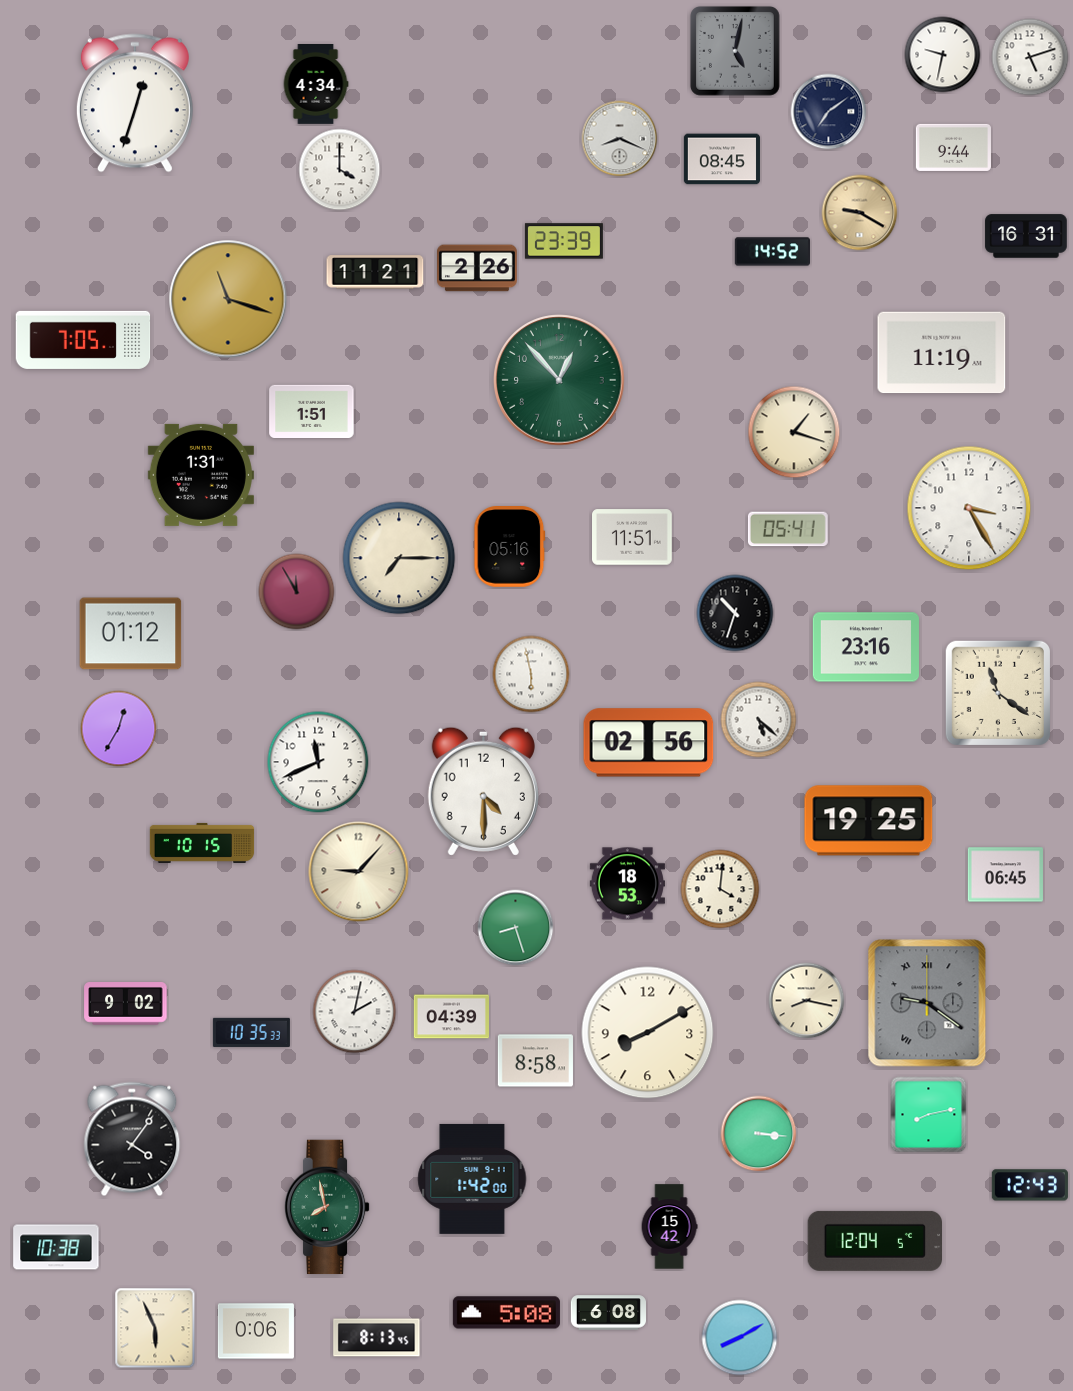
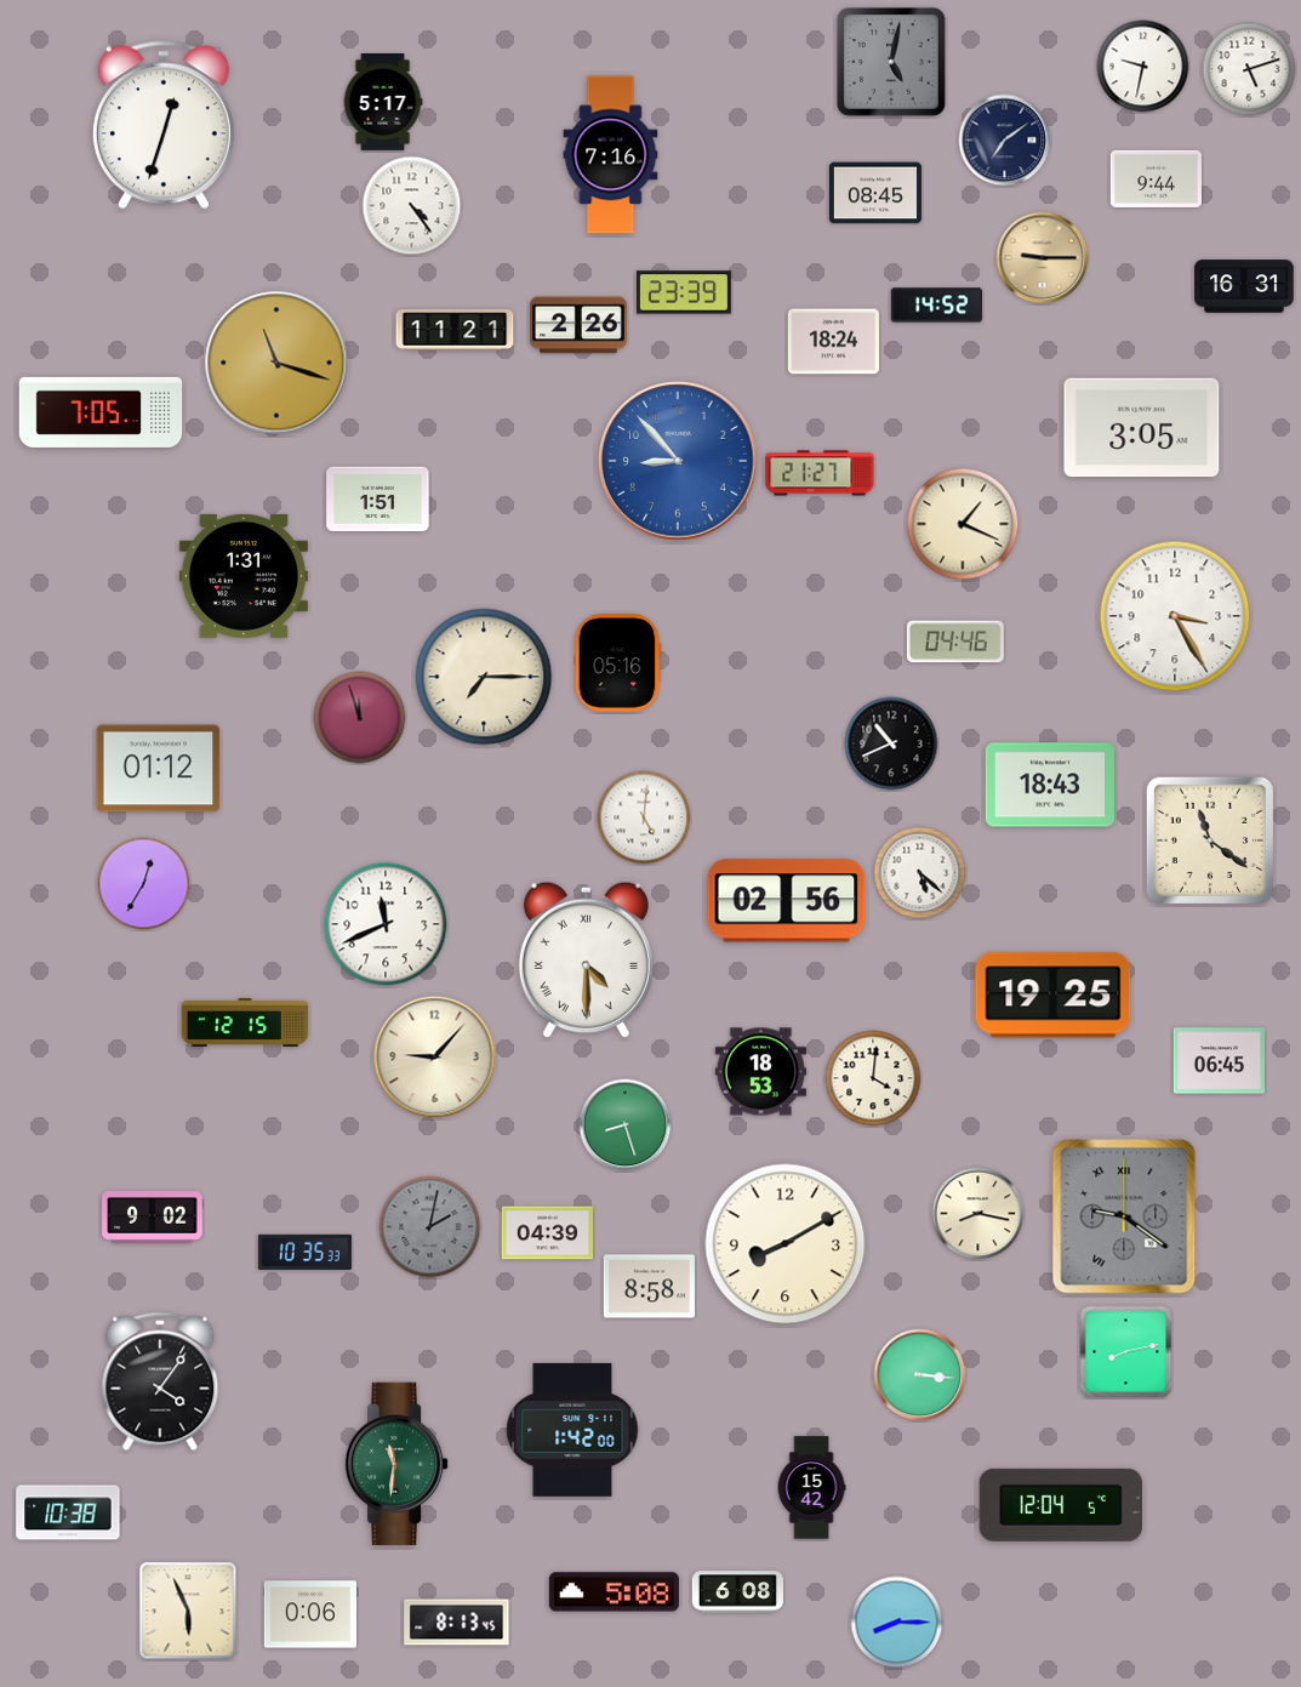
clock at (316, 85): 4:34 -> 5:17
clock at (829, 112) position: (829, 112) -> (1005, 141)
clock at (611, 155): none -> 7:16
clock at (620, 139): 8:19 -> none
clock at (340, 170): 4:00 -> 4:24
clock at (860, 213): 9:20 -> 9:15
clock at (833, 342): none -> 18:24
clock at (942, 353): 11:19 -> 3:05
clock at (559, 380): 12:53 -> 8:53
clock at (559, 380) dial: green -> blue
clock at (820, 473): none -> 21:27
clock at (794, 432): 1:18 -> 1:19
clock at (788, 529): 05:41 -> 04:46
clock at (633, 537): 11:51 -> none
clock at (297, 592): 11:55 -> 11:57
clock at (735, 613): 10:33 -> 10:41
clock at (866, 647): 23:16 -> 18:43
clock at (531, 674): 5:58 -> 5:01
clock at (483, 791) numerals: Arabic -> Roman
clock at (202, 843): 10:15 -> 12:15
clock at (355, 1012) dial: white -> grey
clock at (648, 1033) position: (648, 1033) -> (786, 1244)
clock at (1030, 1185): 12:43 -> none
clock at (327, 1207): 7:58 -> 11:31
clock at (740, 1338): 8:10 -> 8:15
